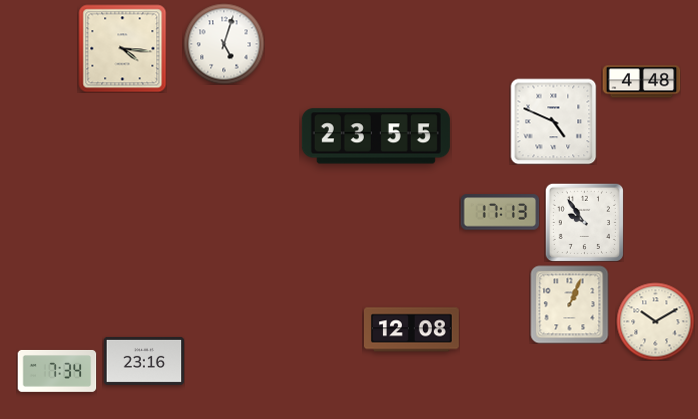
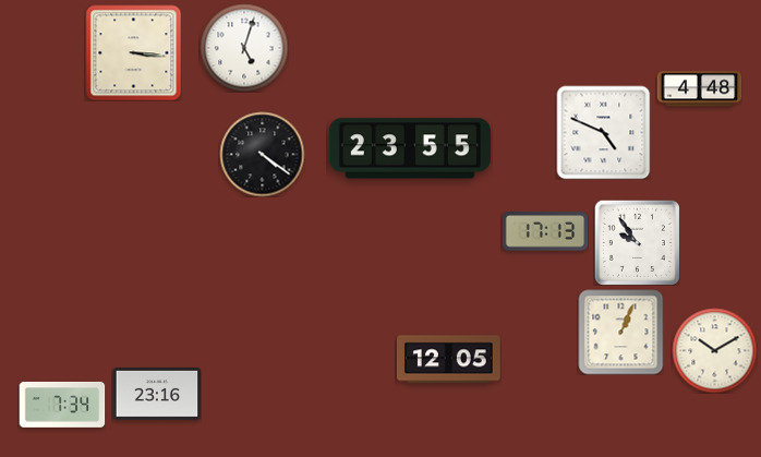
clock at (122, 48): 4:16 -> 3:16
clock at (262, 154): none -> 4:21
clock at (411, 330): 12:08 -> 12:05
